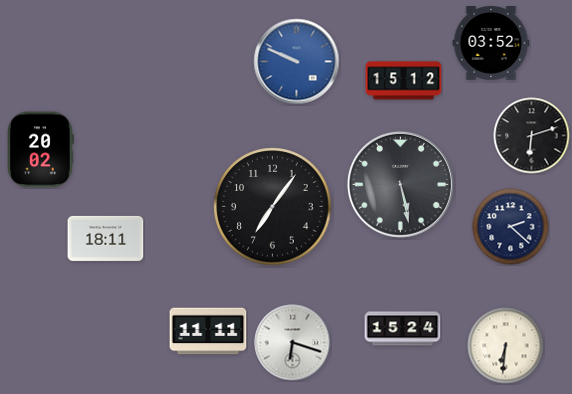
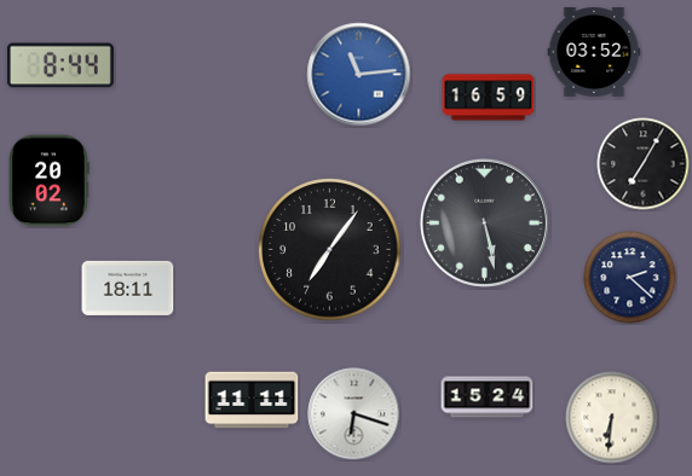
clock at (60, 65): none -> 8:44
clock at (297, 62): 9:49 -> 11:14
clock at (404, 81): 15:12 -> 16:59
clock at (532, 136): 6:12 -> 7:05
clock at (511, 227) position: (511, 227) -> (630, 278)
